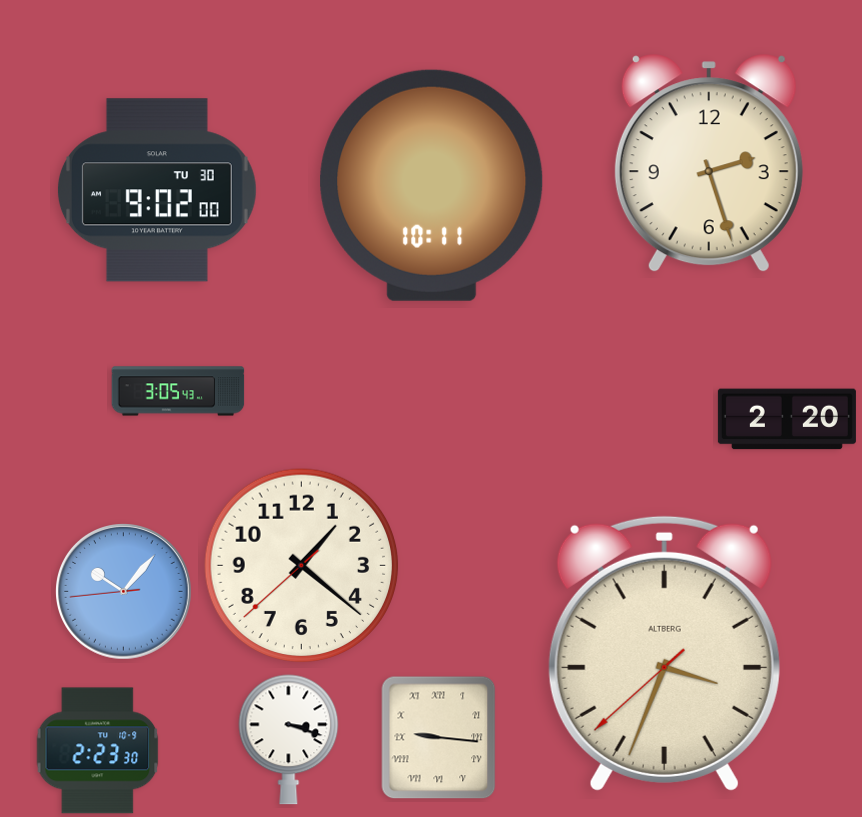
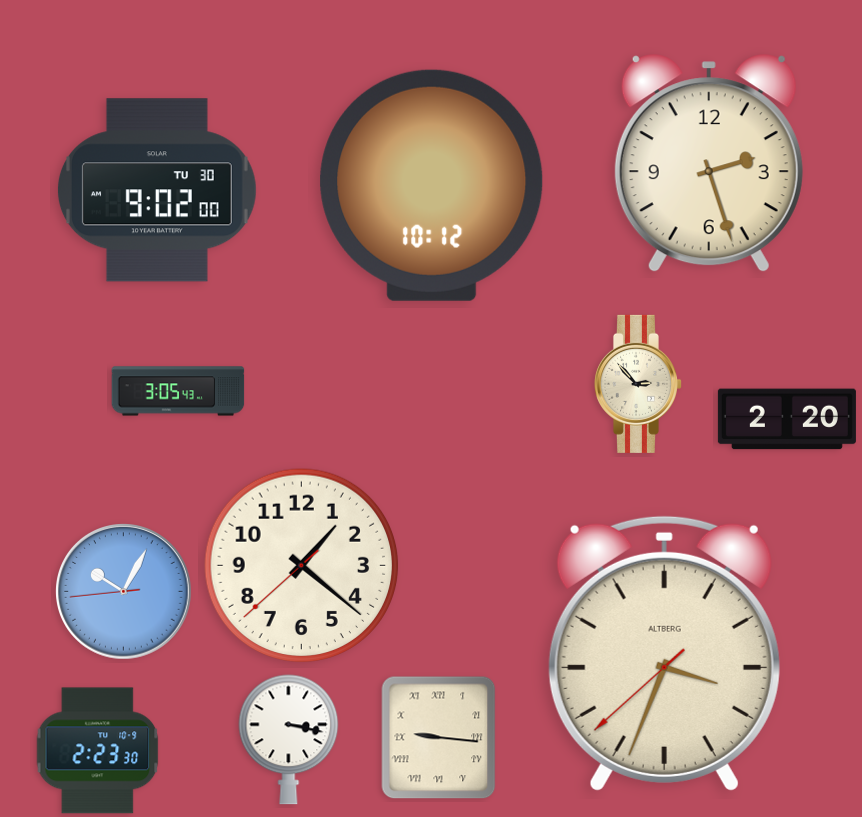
clock at (432, 185): 10:11 -> 10:12
clock at (637, 384): none -> 2:53
clock at (124, 592): 10:06 -> 10:04
clock at (289, 740): 3:18 -> 3:17
